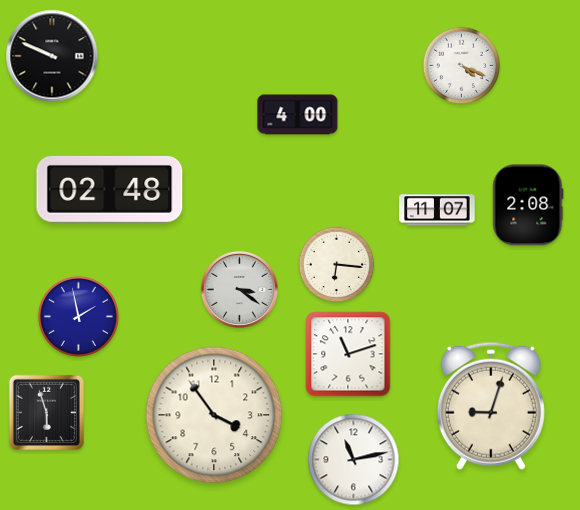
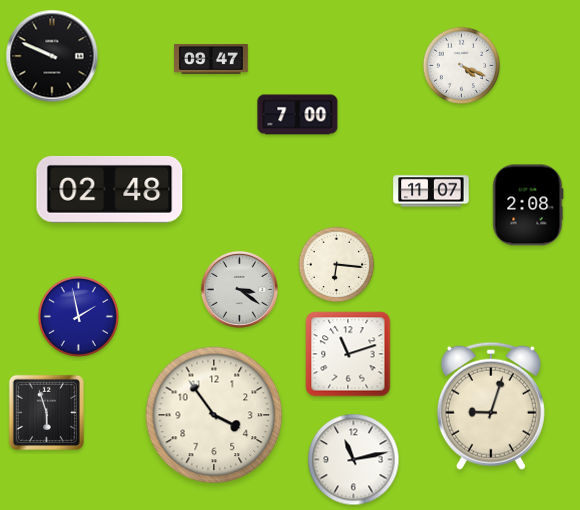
clock at (212, 59): none -> 09:47
clock at (298, 115): 4:00 -> 7:00
clock at (437, 210) position: (437, 210) -> (431, 191)
